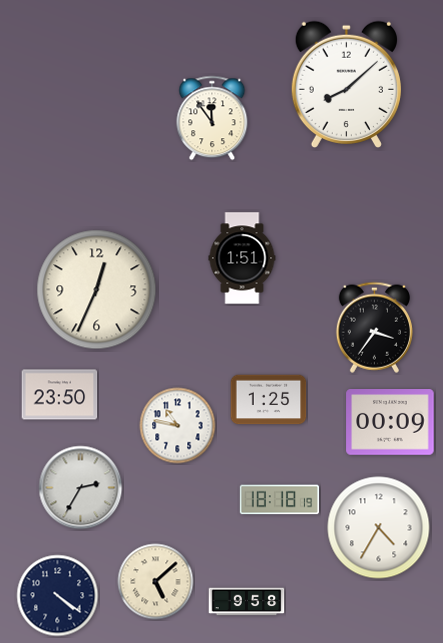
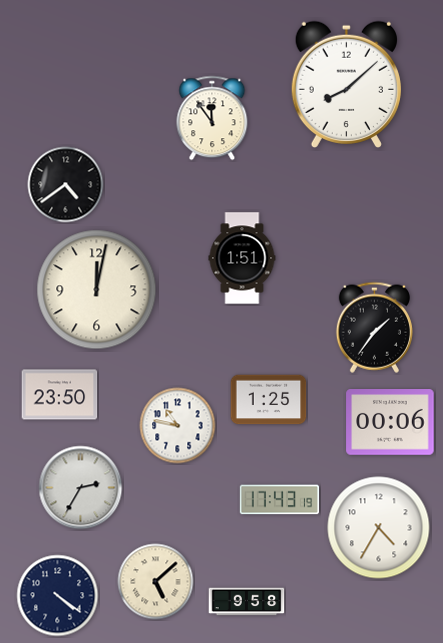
clock at (66, 185): none -> 4:39
clock at (97, 290): 12:34 -> 12:02
clock at (374, 327): 3:36 -> 1:36
clock at (390, 422): 00:09 -> 00:06
clock at (279, 500): 18:18 -> 17:43
